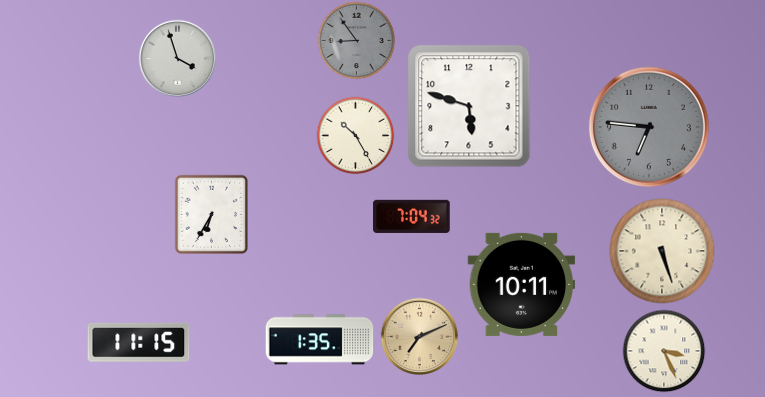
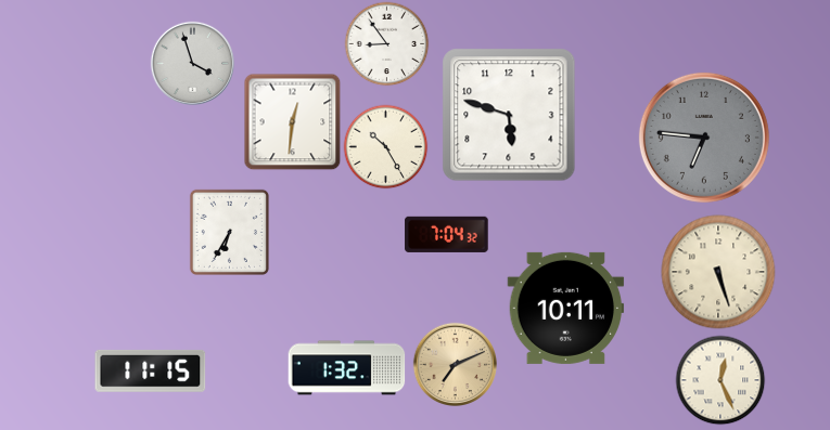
clock at (356, 40) dial: grey -> white
clock at (292, 121): none -> 12:31
clock at (320, 340): 1:35 -> 1:32
clock at (664, 351): 3:26 -> 12:26
